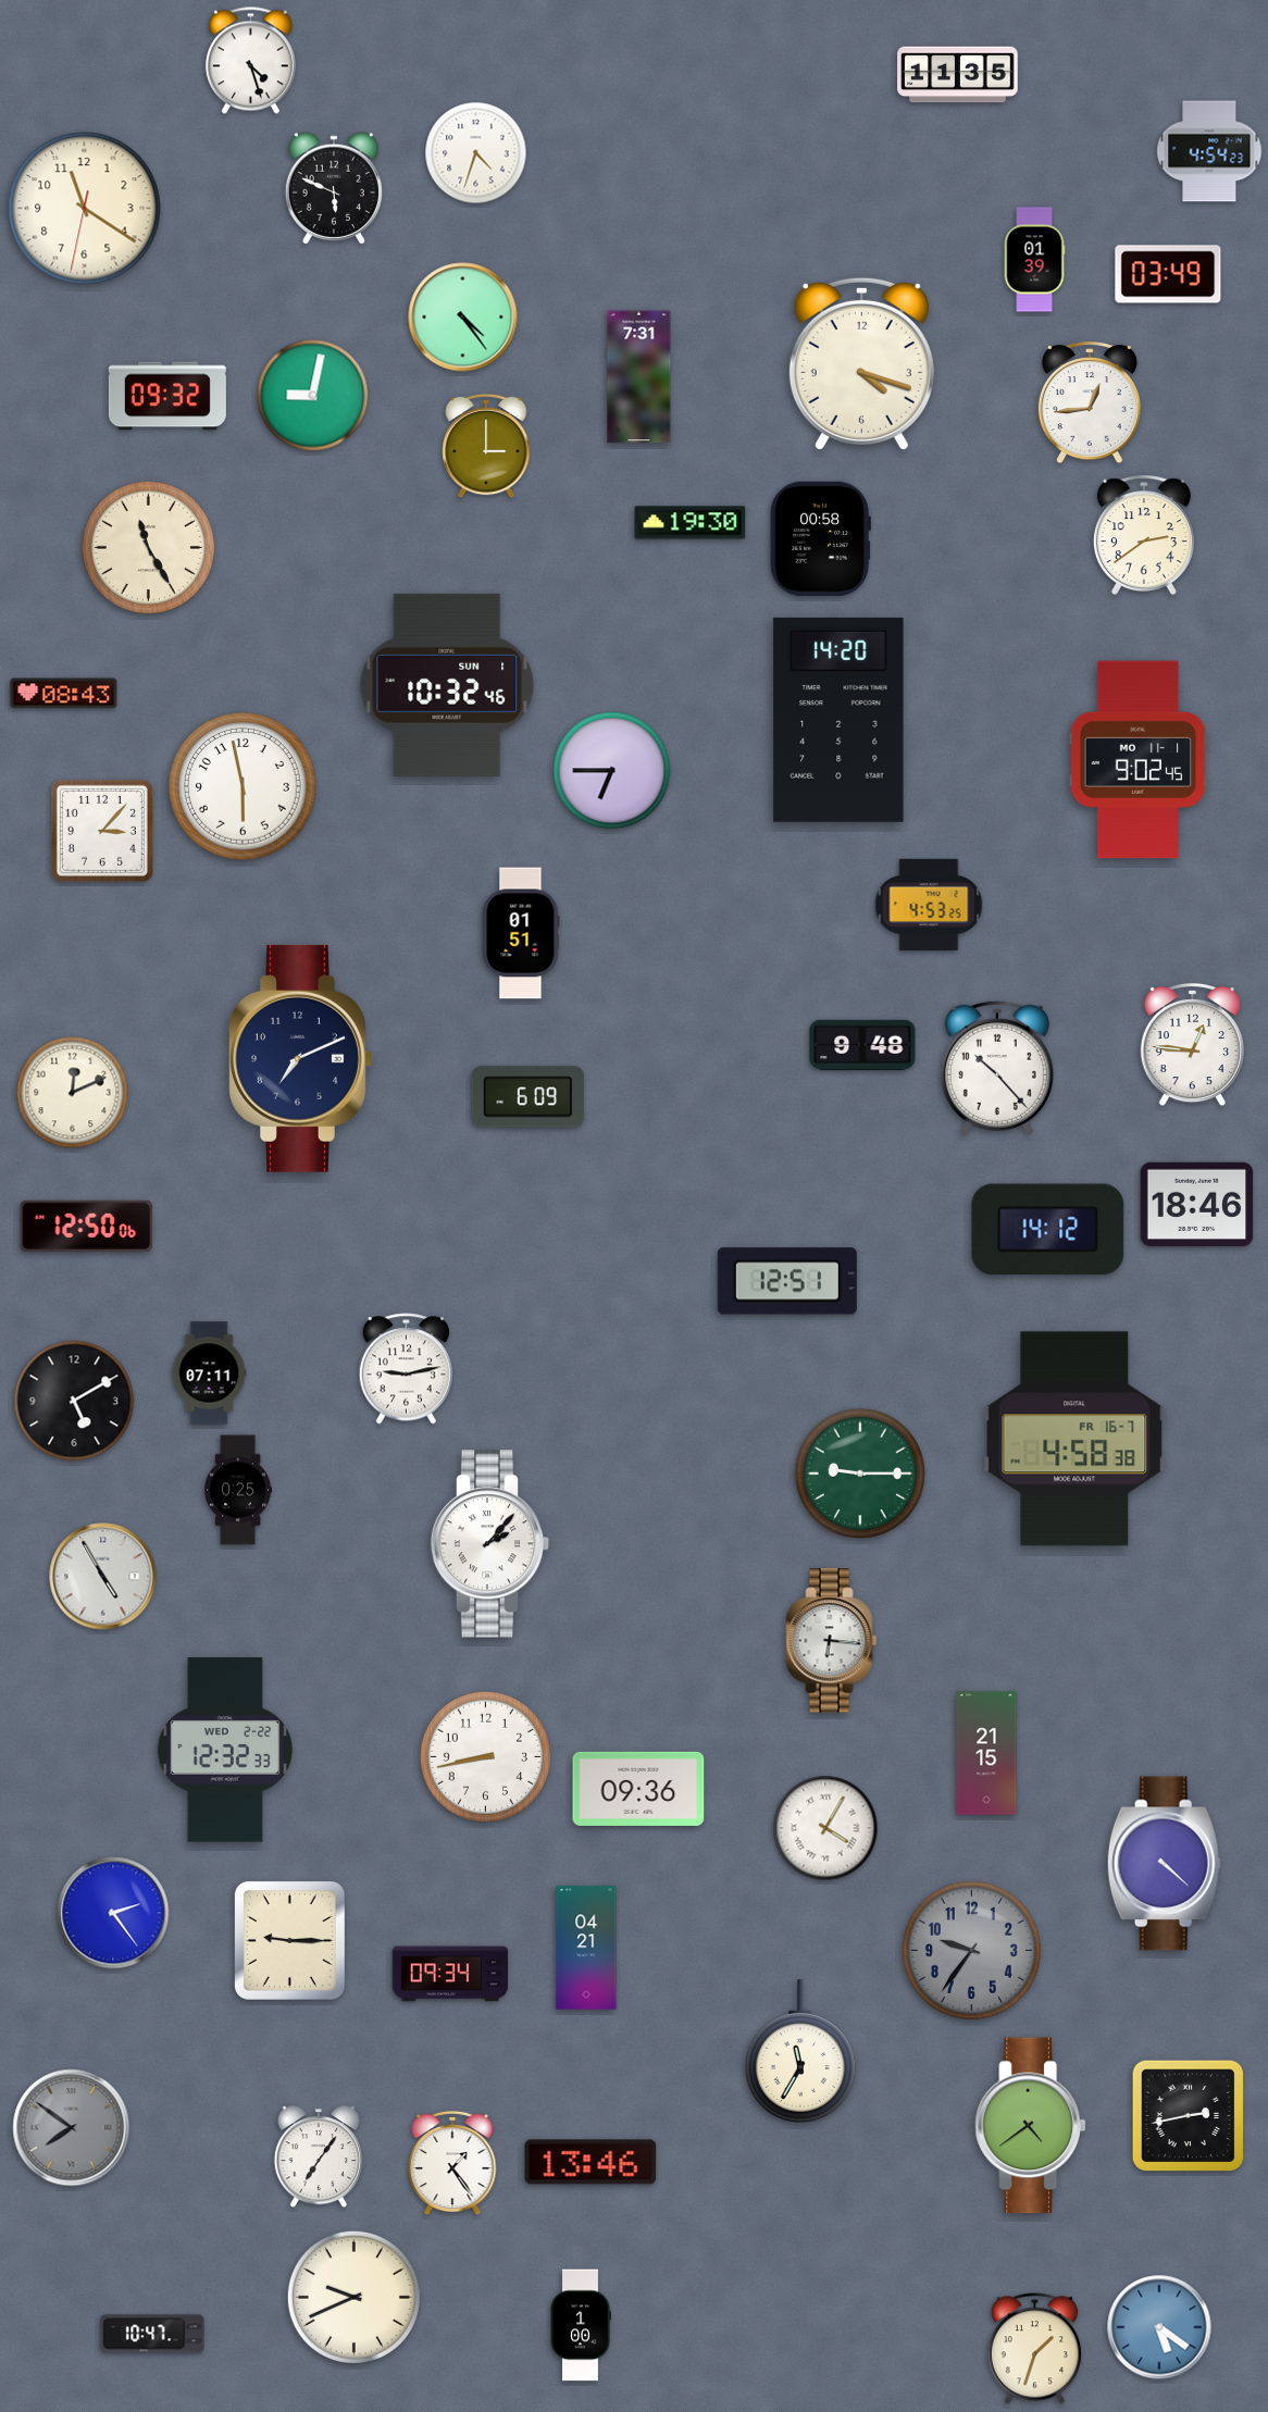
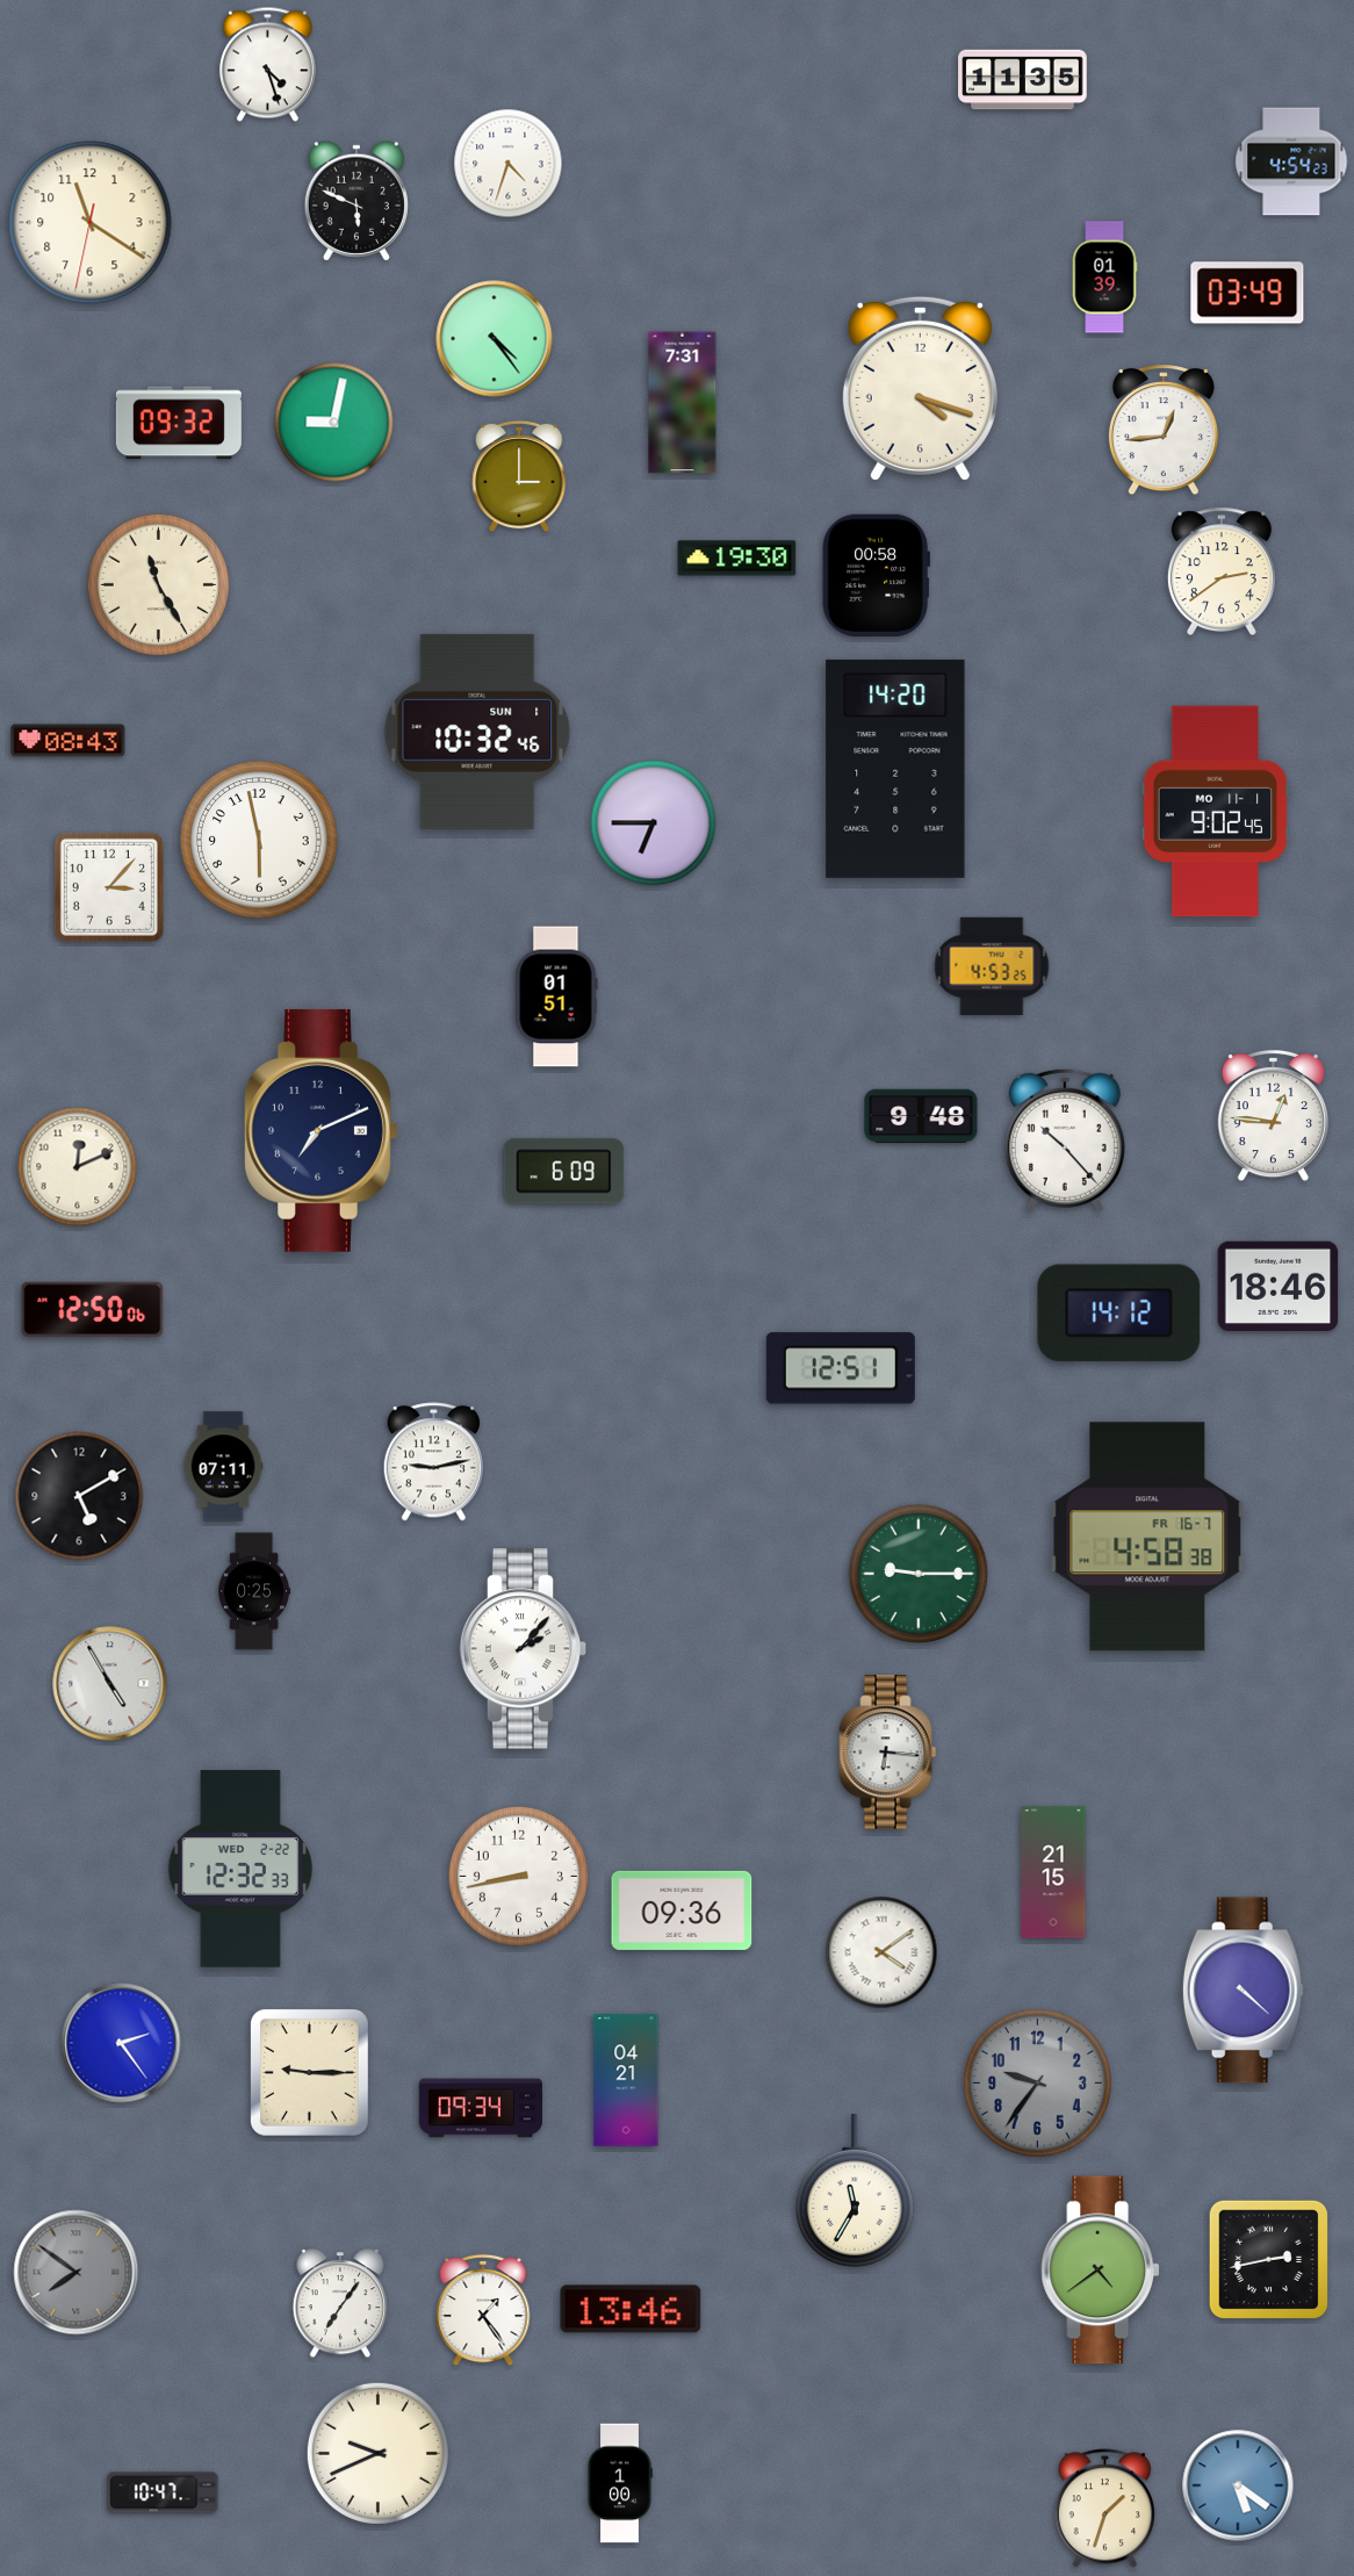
clock at (825, 1828): 4:05 -> 4:09
